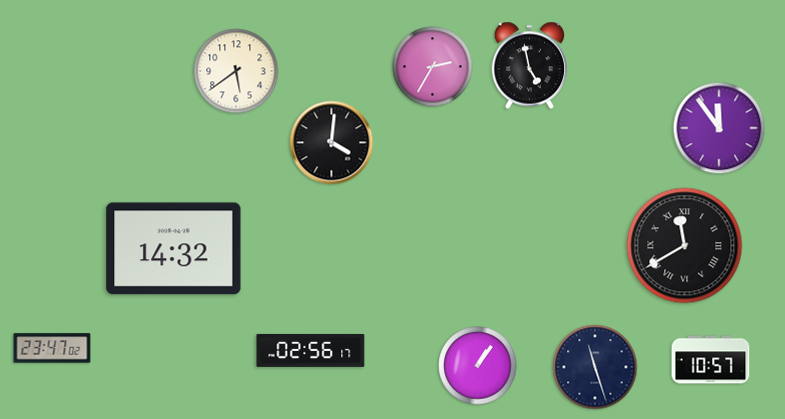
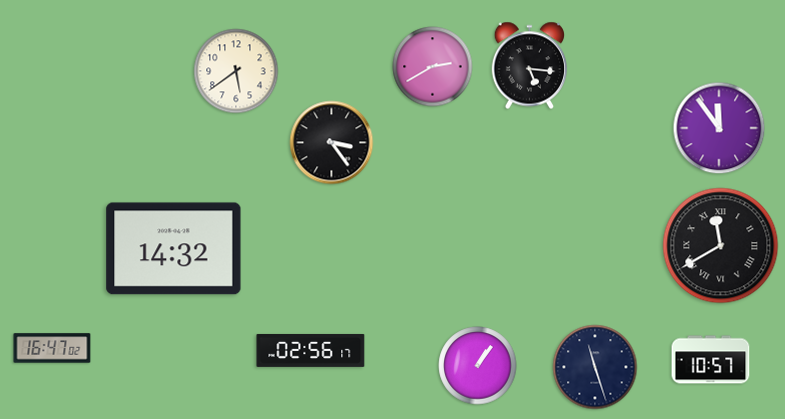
clock at (530, 66): 4:58 -> 5:16
clock at (433, 67): 2:35 -> 2:40
clock at (332, 143): 4:01 -> 3:24
clock at (685, 246) position: (685, 246) -> (721, 246)
clock at (52, 348): 23:47 -> 16:47
